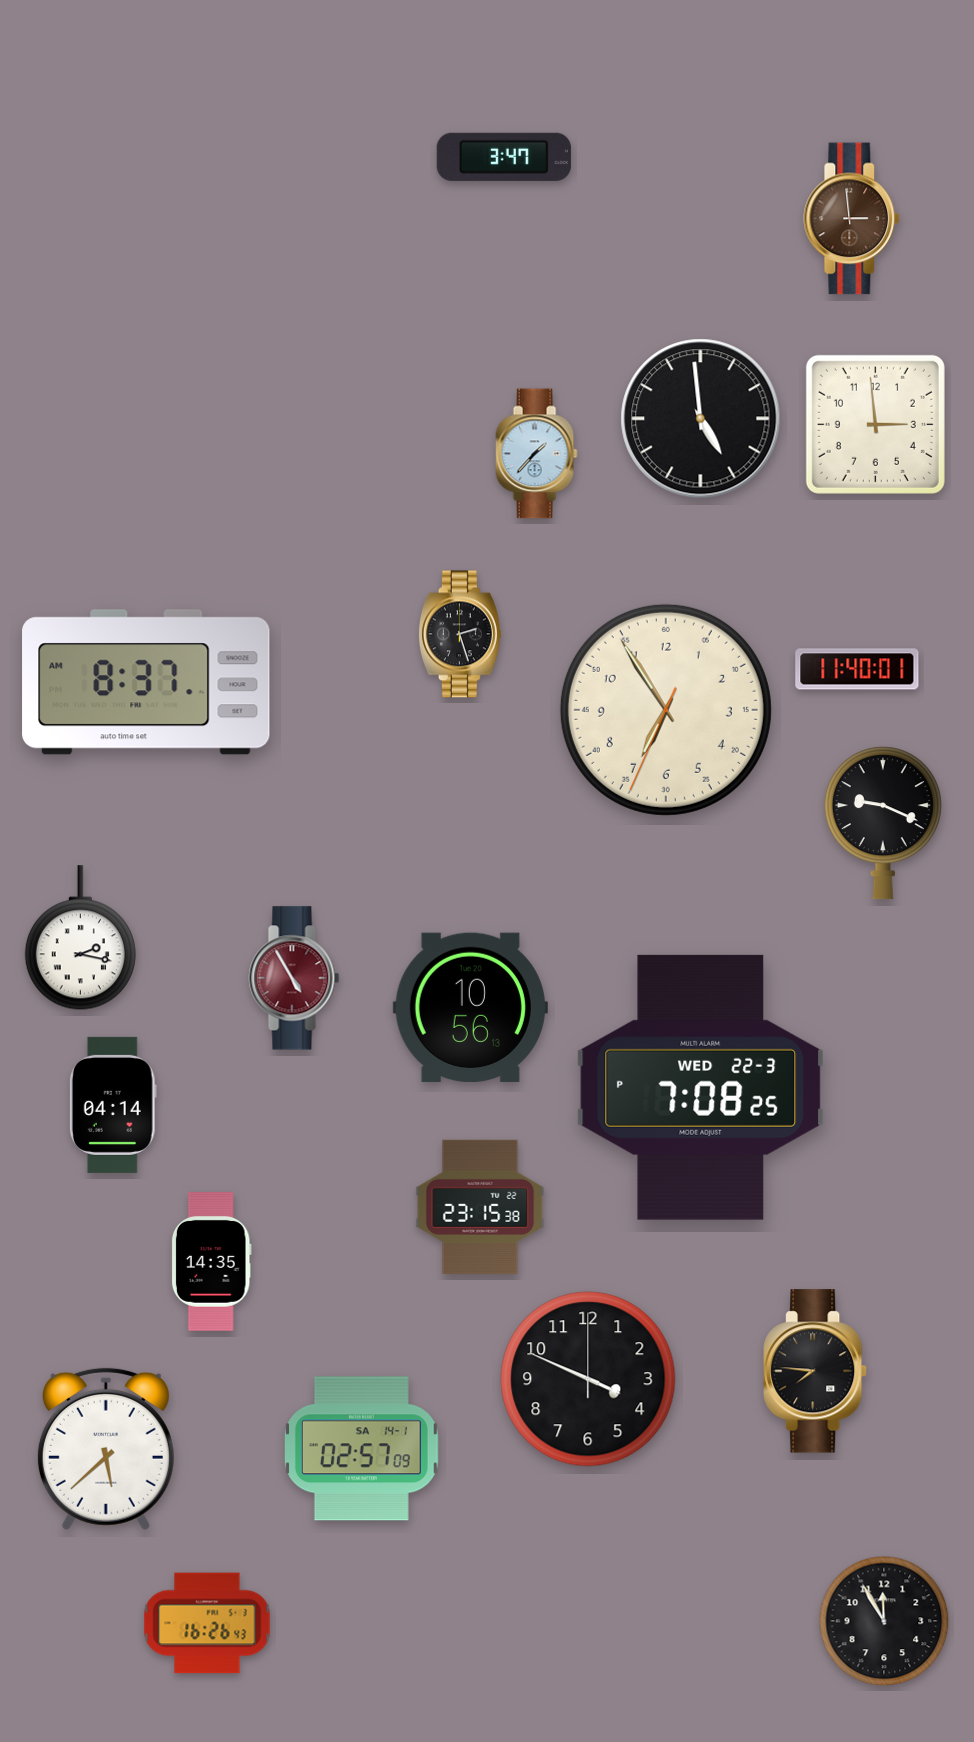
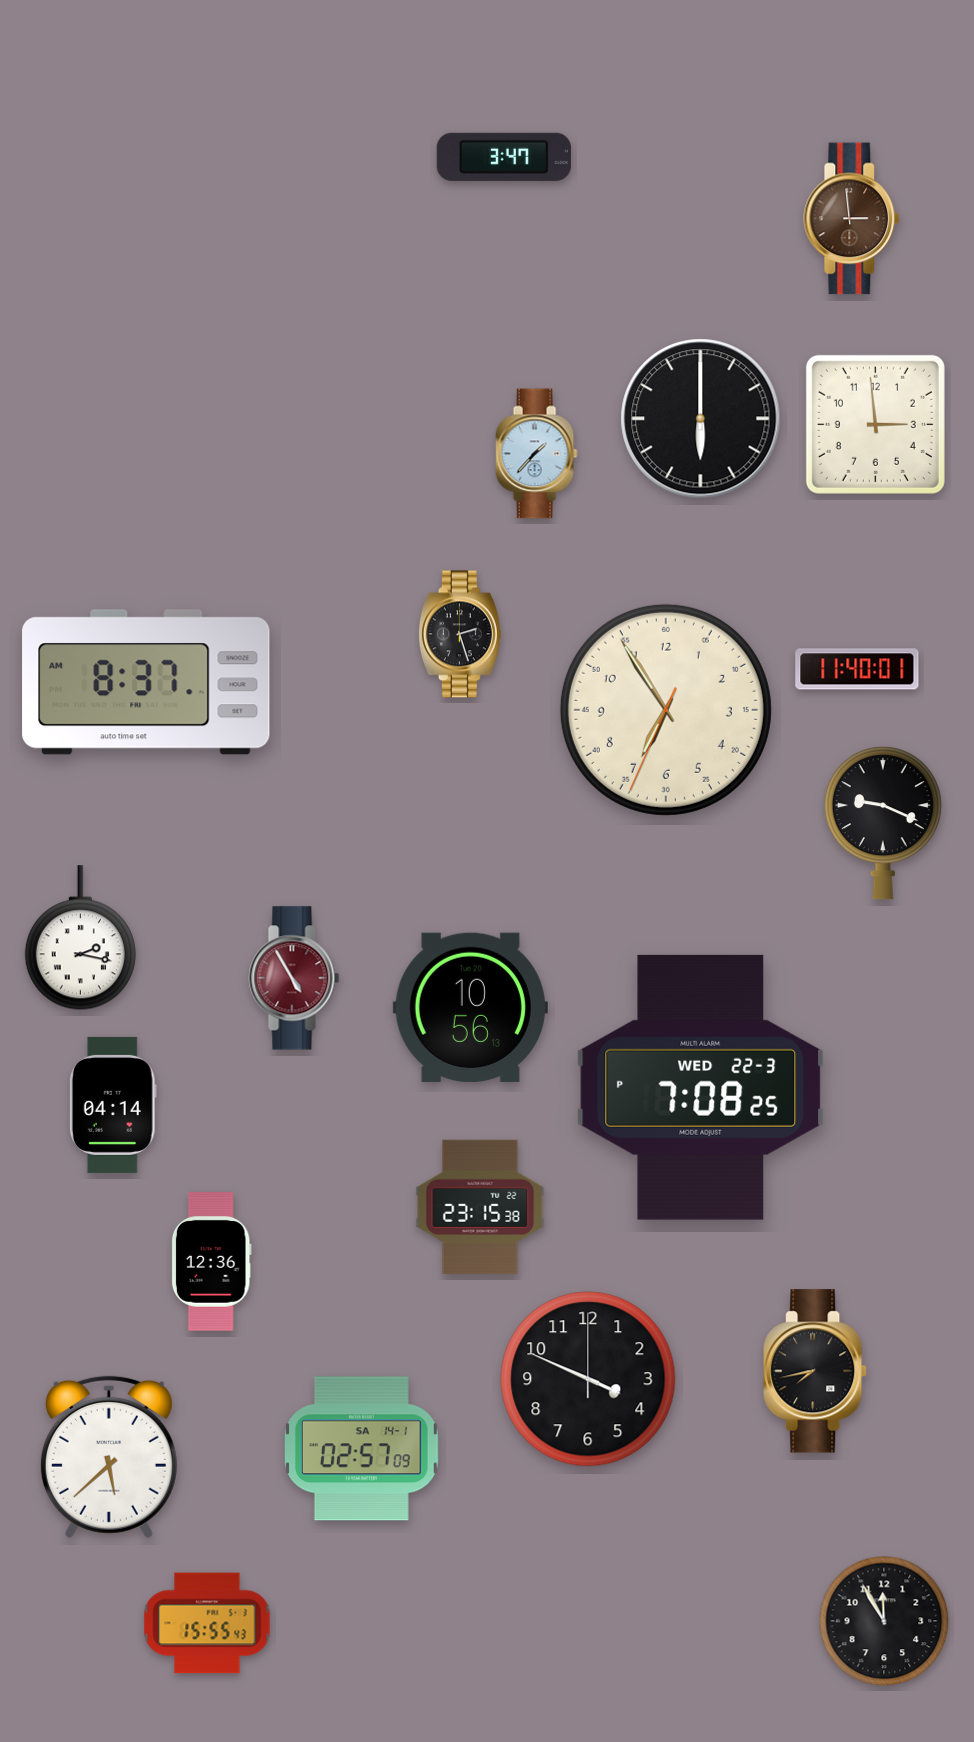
clock at (701, 419): 4:59 -> 6:00
clock at (211, 1262): 14:35 -> 12:36
clock at (815, 1371): 7:46 -> 7:43
clock at (106, 1449) position: (106, 1449) -> (109, 1457)
clock at (207, 1623): 16:26 -> 15:55
